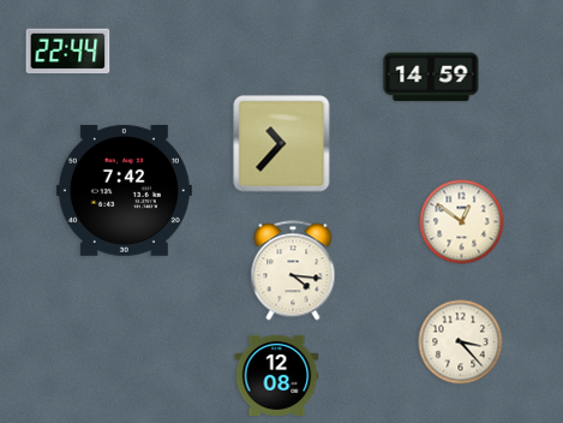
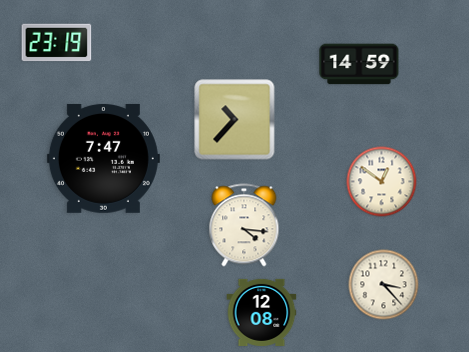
clock at (68, 52): 22:44 -> 23:19
clock at (124, 190): 7:42 -> 7:47
clock at (462, 222) position: (462, 222) -> (382, 182)
clock at (277, 375) position: (277, 375) -> (262, 312)
